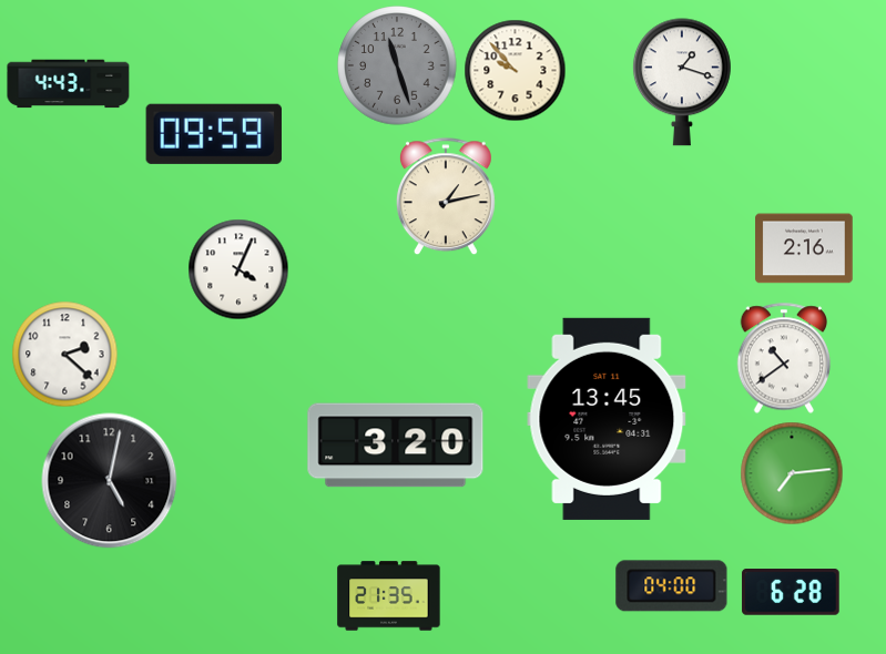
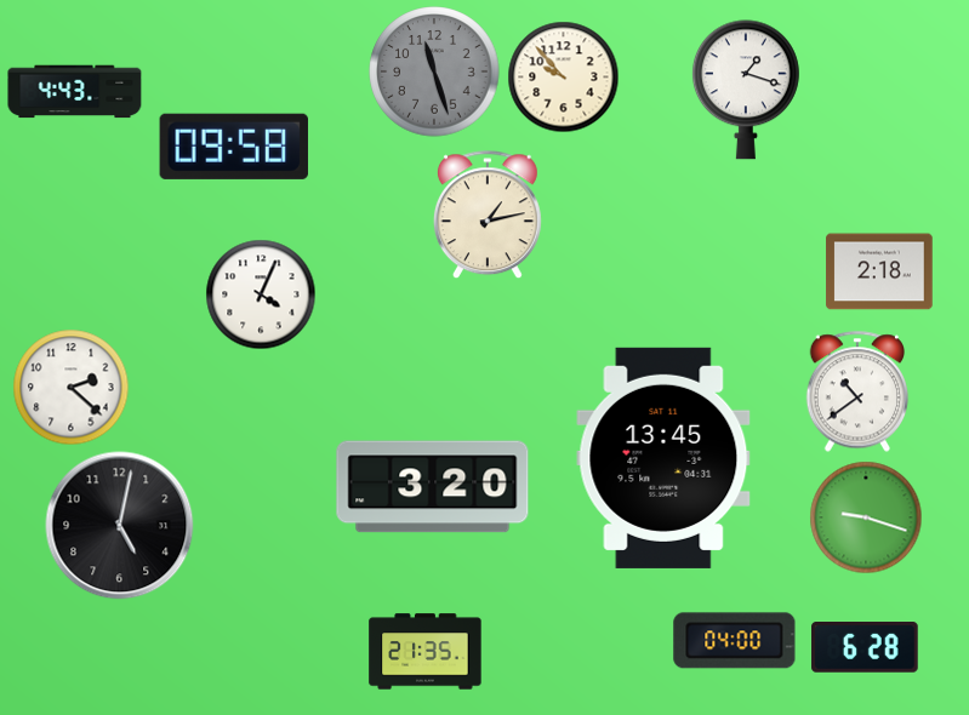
clock at (214, 134): 09:59 -> 09:58
clock at (804, 248): 2:16 -> 2:18
clock at (792, 473): 7:14 -> 9:18
